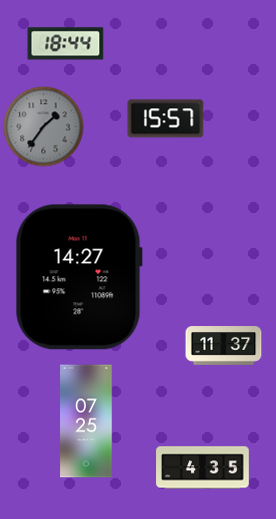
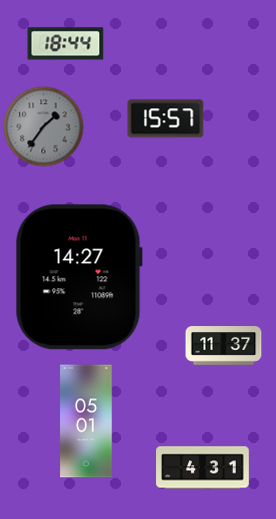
clock at (86, 421): 07:25 -> 05:01
clock at (203, 468): 4:35 -> 4:31
